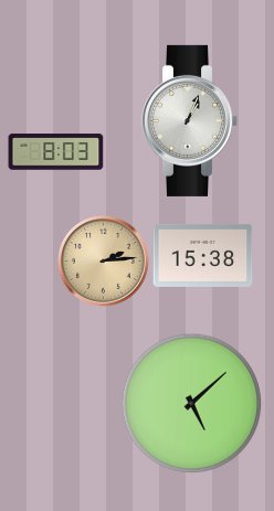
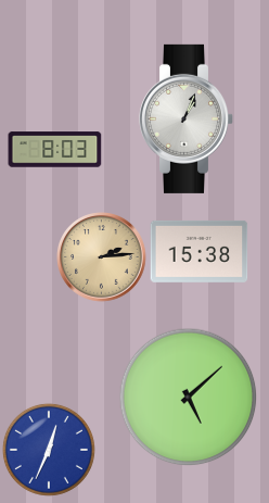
clock at (49, 450): none -> 12:34
